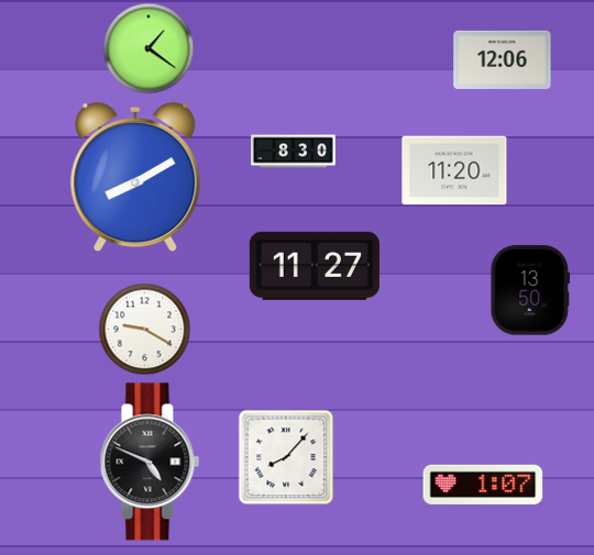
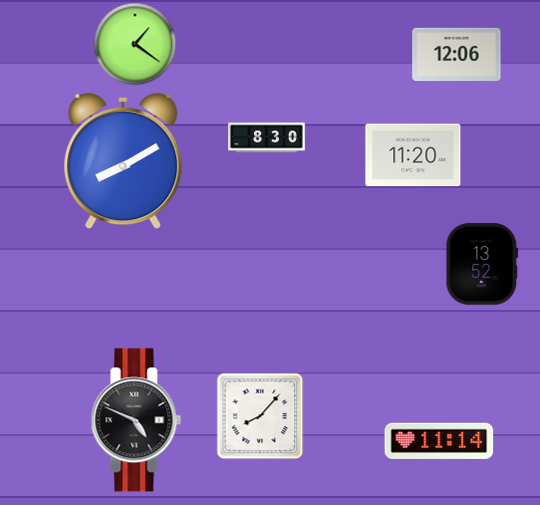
clock at (315, 266): 11:27 -> none
clock at (530, 290): 13:50 -> 13:52
clock at (144, 329): 9:20 -> none
clock at (483, 485): 1:07 -> 11:14
